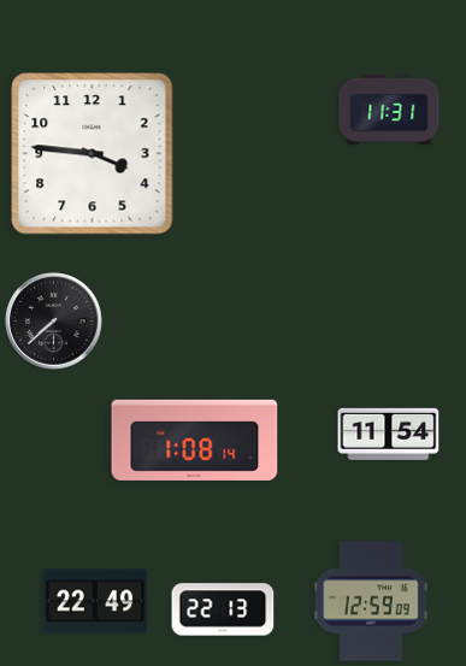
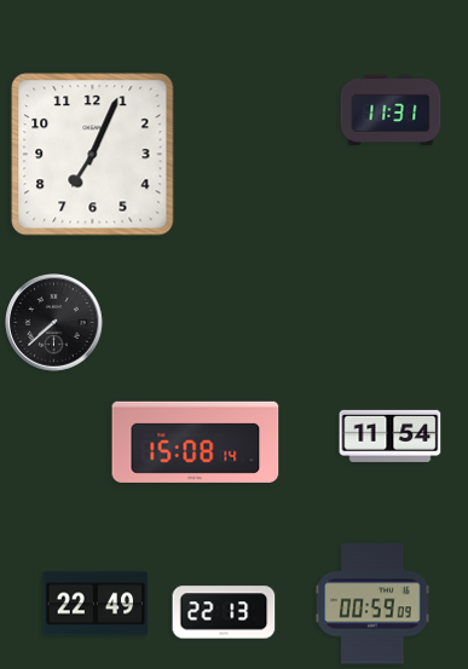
clock at (93, 154): 3:46 -> 7:04
clock at (195, 440): 1:08 -> 15:08
clock at (371, 601): 12:59 -> 00:59
